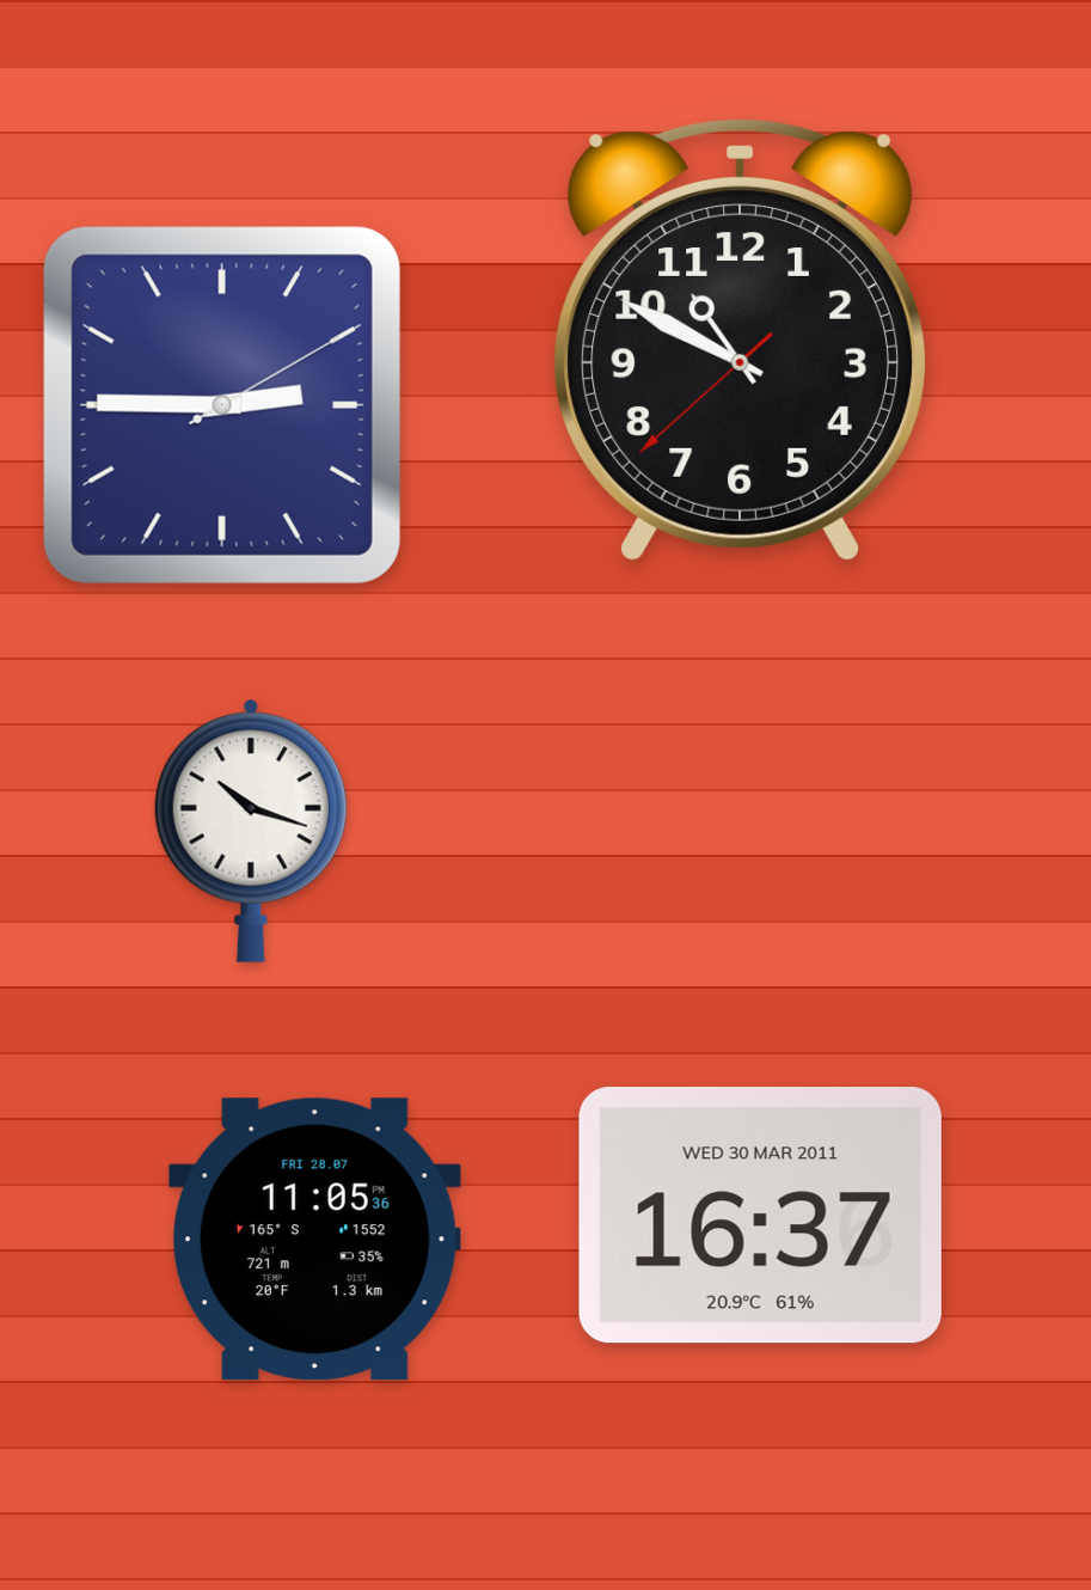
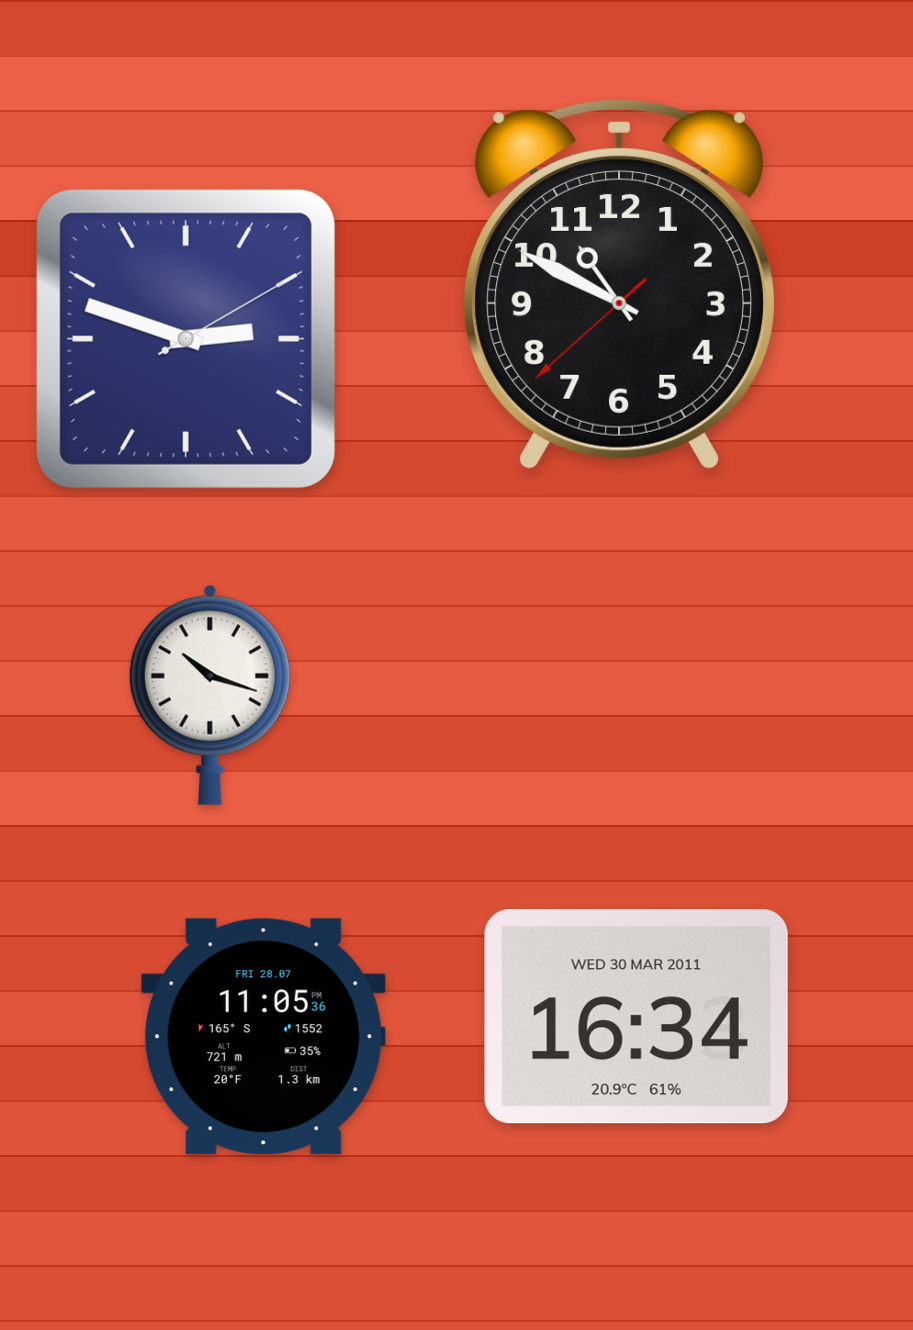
clock at (222, 405): 2:45 -> 2:48
clock at (760, 1216): 16:37 -> 16:34
